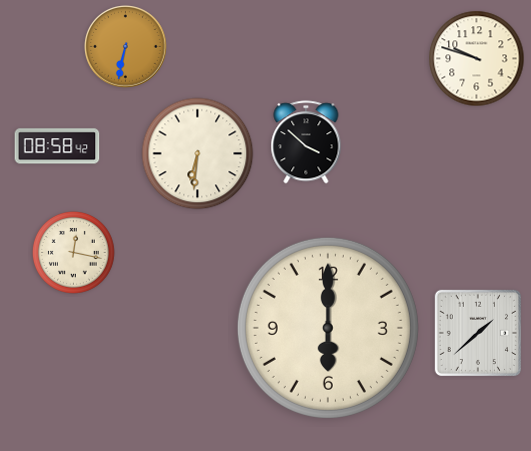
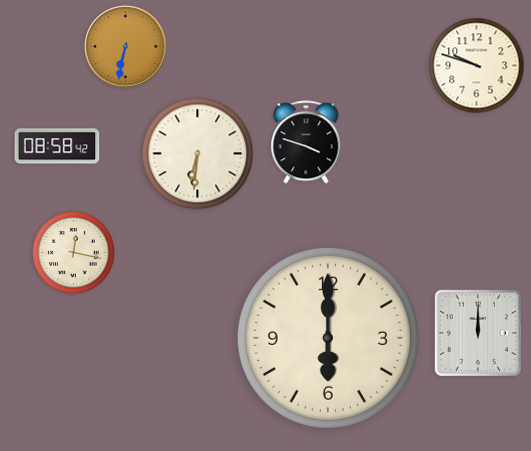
clock at (477, 59) position: (477, 59) -> (477, 66)
clock at (306, 142): 3:52 -> 3:48
clock at (328, 328) position: (328, 328) -> (328, 338)
clock at (478, 333): 1:38 -> 12:00
